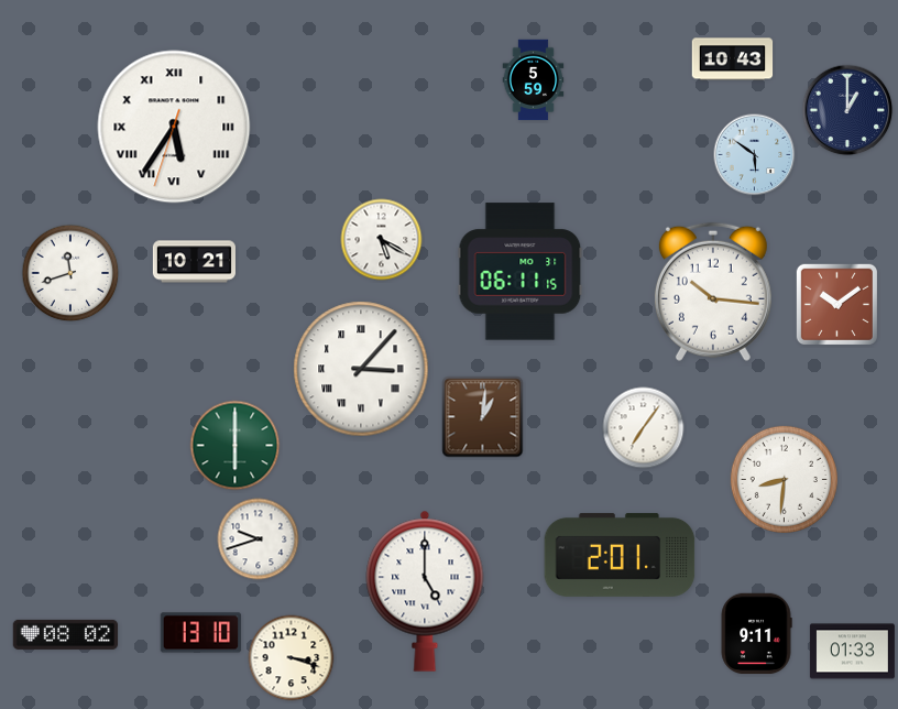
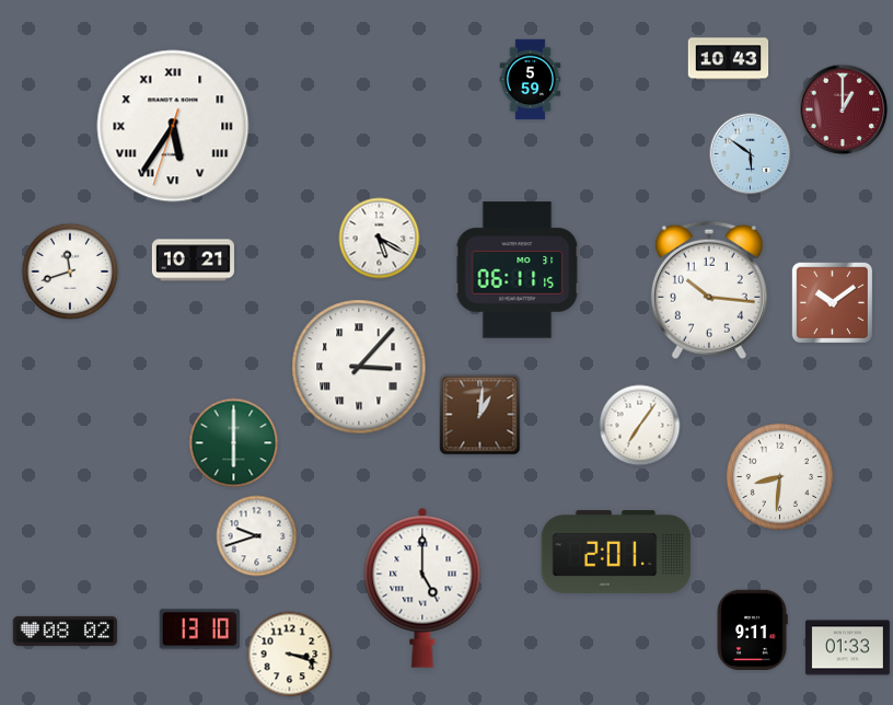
clock at (847, 110) dial: navy -> burgundy
